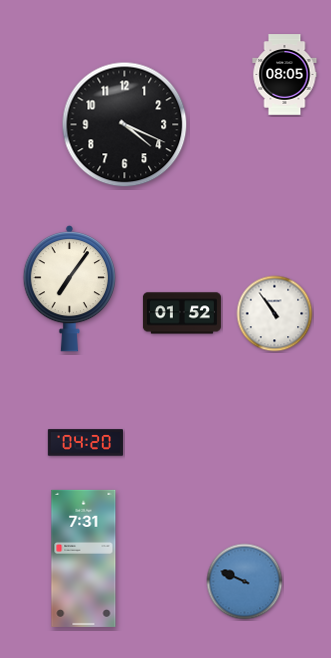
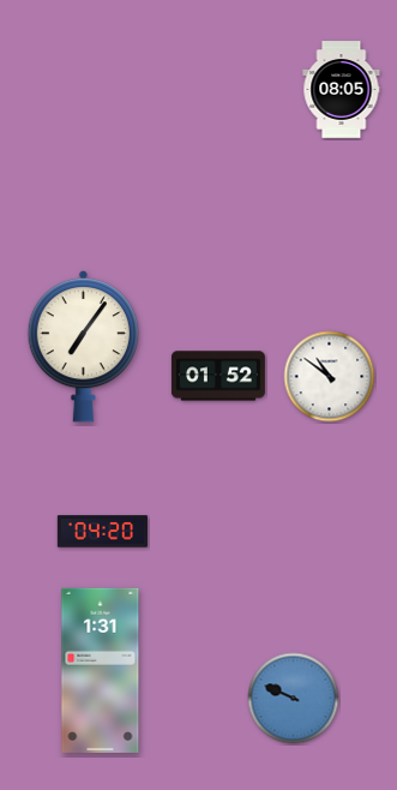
clock at (125, 125): 4:19 -> none
clock at (275, 314): 10:54 -> 10:51
clock at (84, 558): 7:31 -> 1:31
